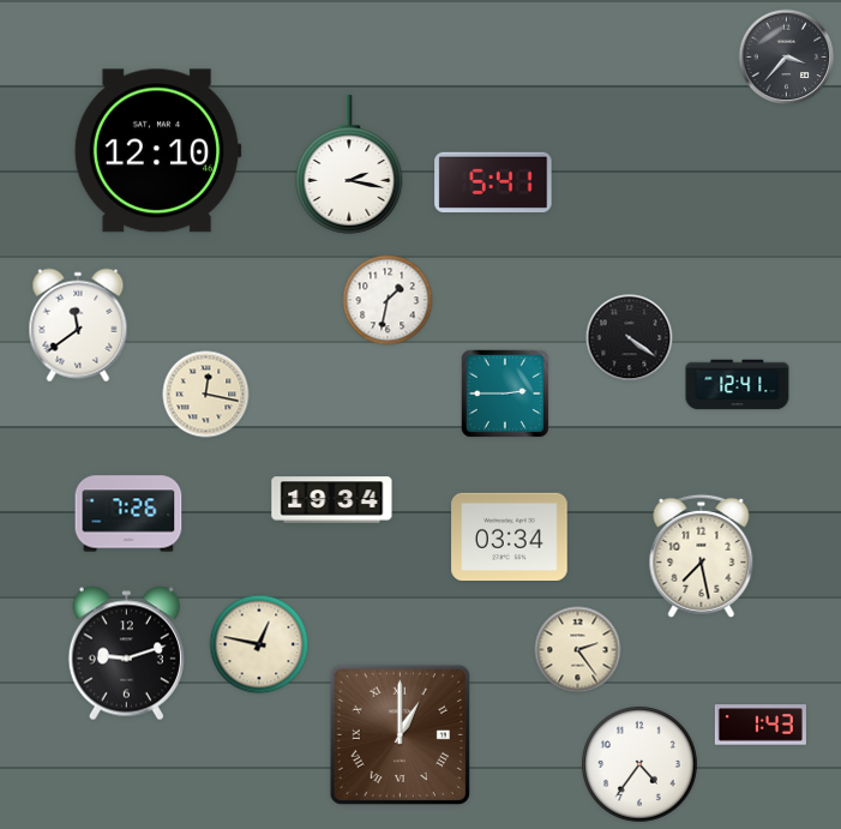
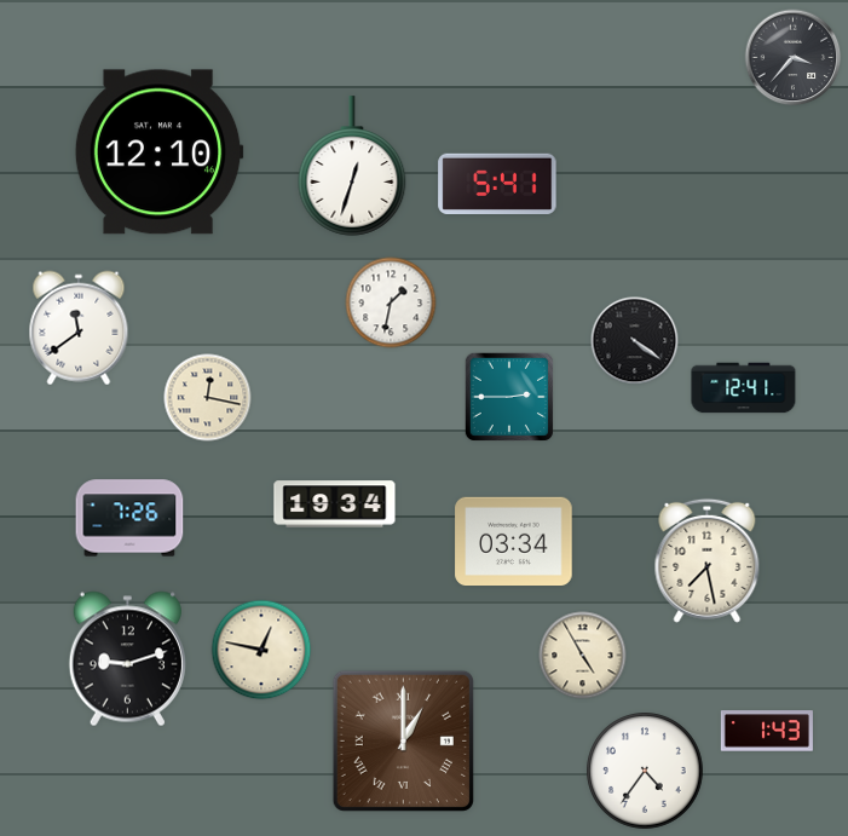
clock at (349, 164): 2:17 -> 12:33
clock at (578, 650): 2:24 -> 4:55
